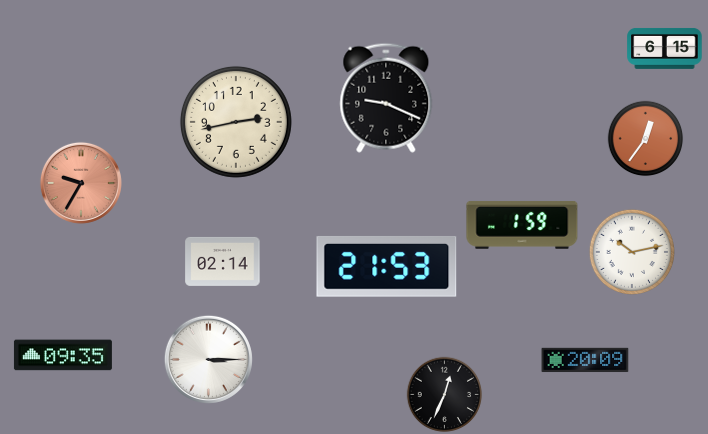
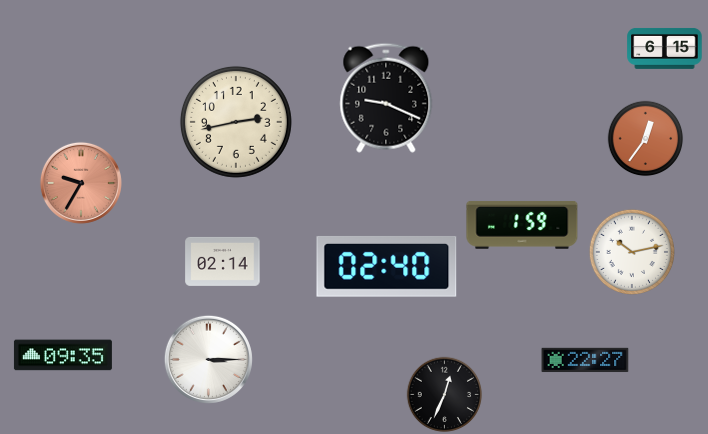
clock at (387, 266): 21:53 -> 02:40
clock at (585, 360): 20:09 -> 22:27
